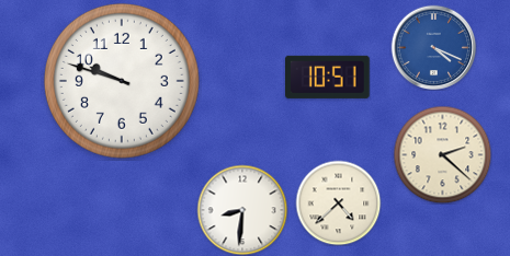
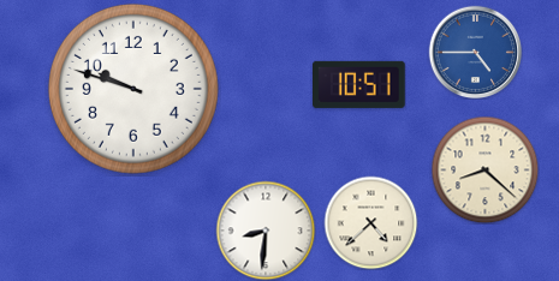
clock at (433, 47): 4:19 -> 4:45
clock at (442, 154): 2:22 -> 8:22
